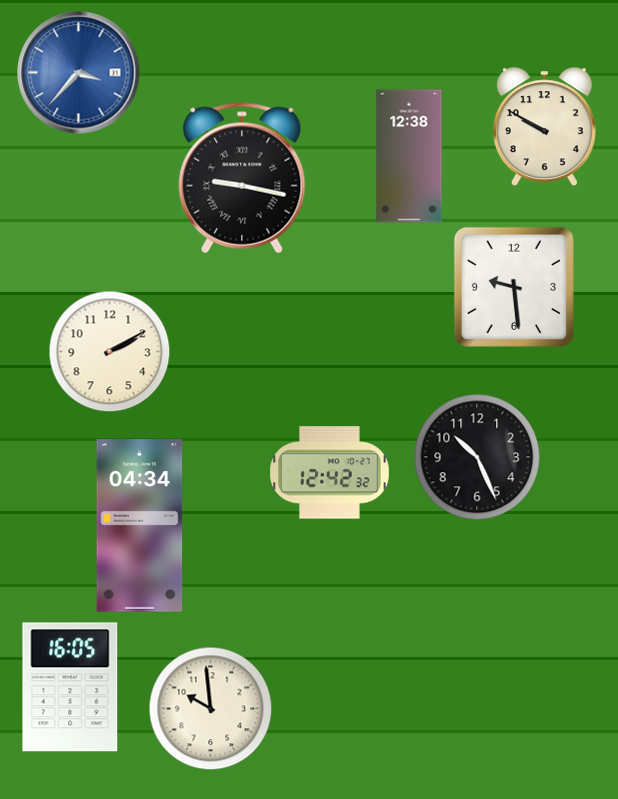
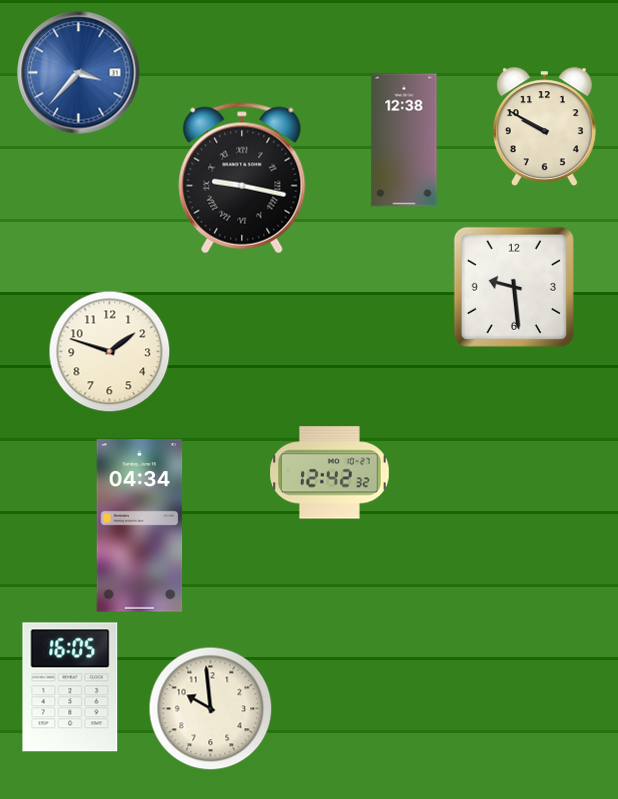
clock at (409, 156) position: (409, 156) -> (404, 140)
clock at (109, 351): 2:10 -> 1:48
clock at (477, 457): 10:26 -> none
